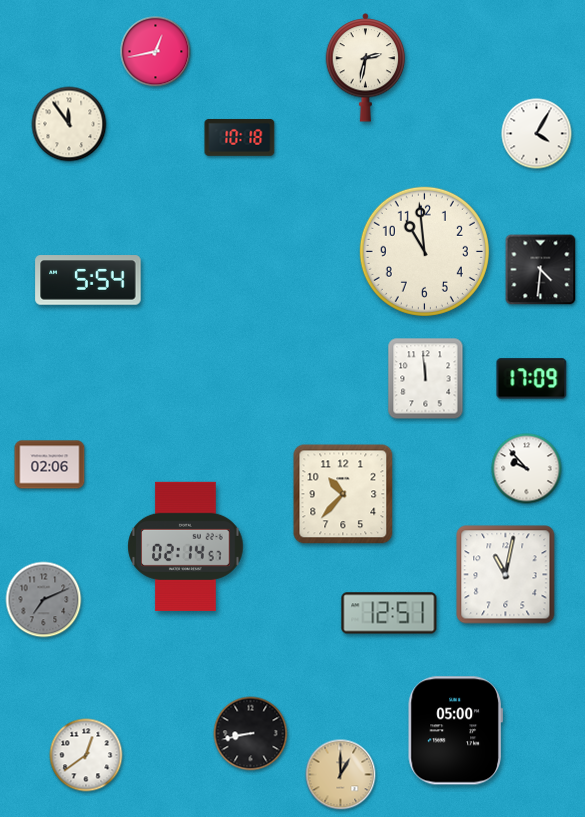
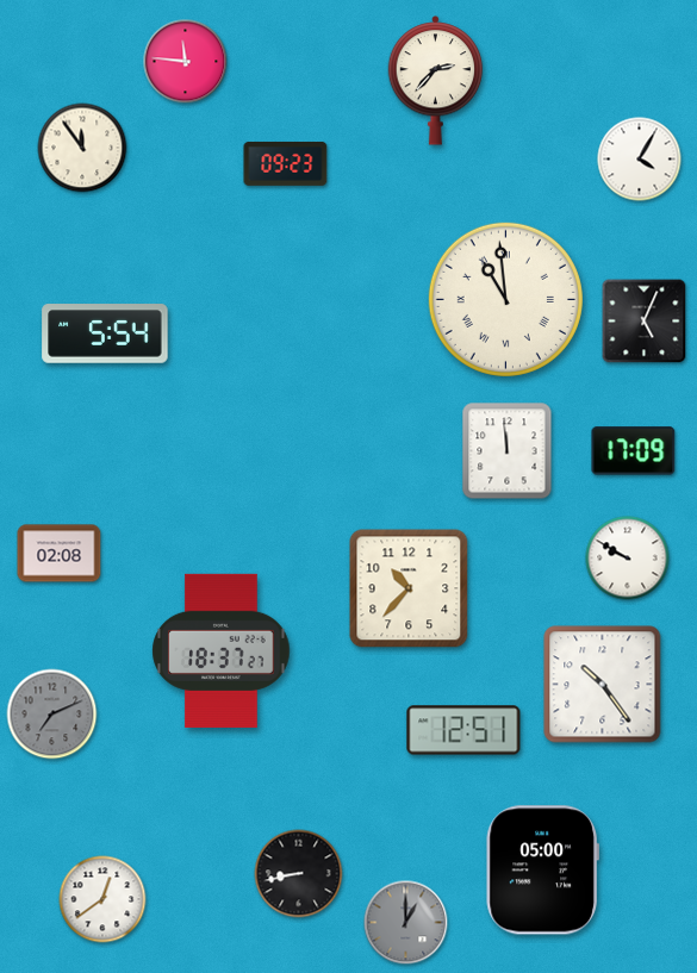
clock at (156, 52): 12:43 -> 11:46
clock at (366, 68): 2:32 -> 2:37
clock at (240, 137): 10:18 -> 09:23
clock at (424, 251) numerals: Arabic -> Roman
clock at (541, 270): 4:31 -> 5:04
clock at (50, 465): 02:06 -> 02:08
clock at (527, 469): 9:53 -> 9:50
clock at (186, 546): 02:14 -> 18:37
clock at (506, 575): 11:02 -> 10:24
clock at (341, 775) dial: champagne -> grey
